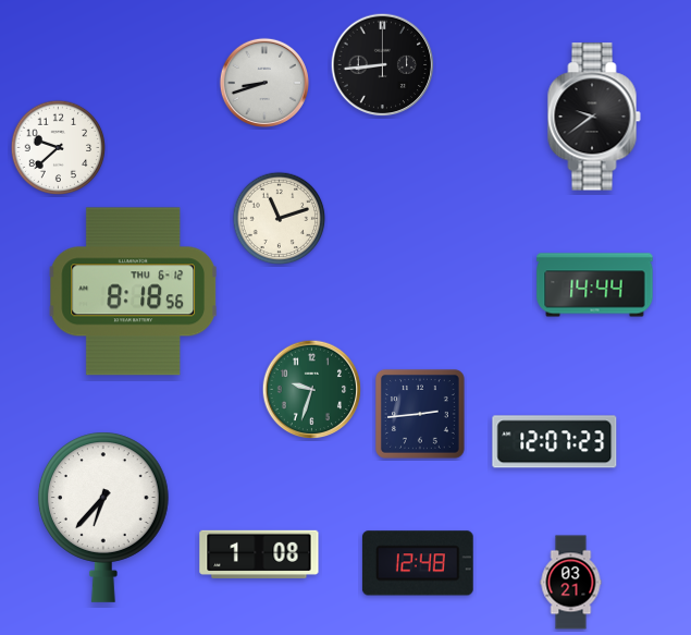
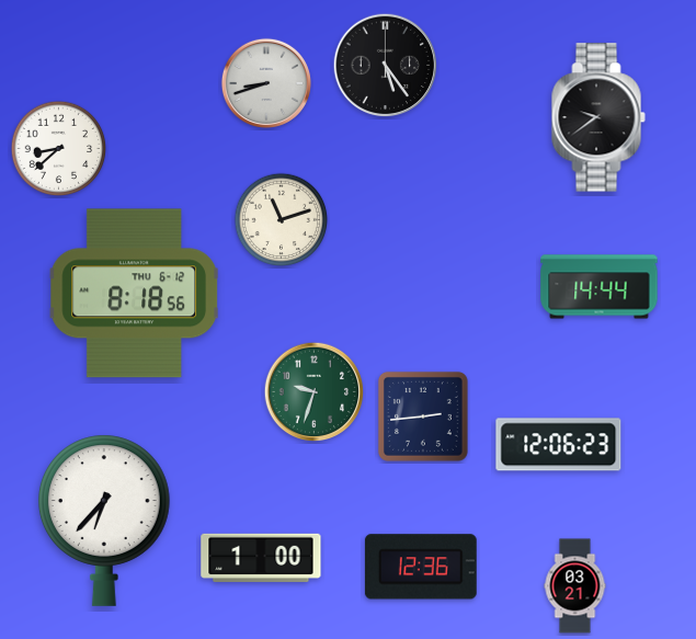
clock at (383, 65): 8:44 -> 5:24
clock at (59, 148): 9:38 -> 8:38
clock at (555, 442): 12:07 -> 12:06
clock at (259, 554): 1:08 -> 1:00
clock at (418, 563): 12:48 -> 12:36
